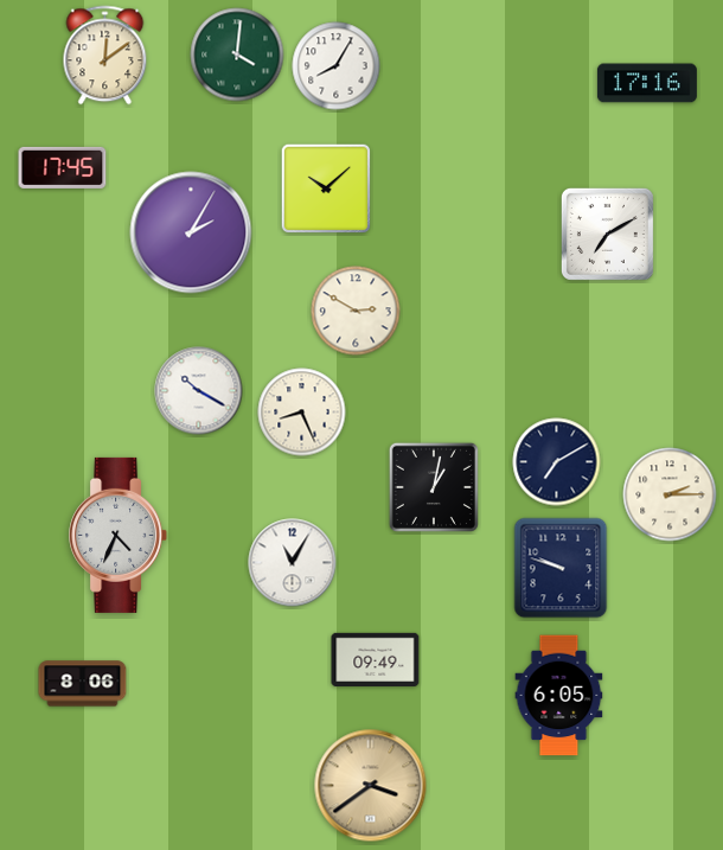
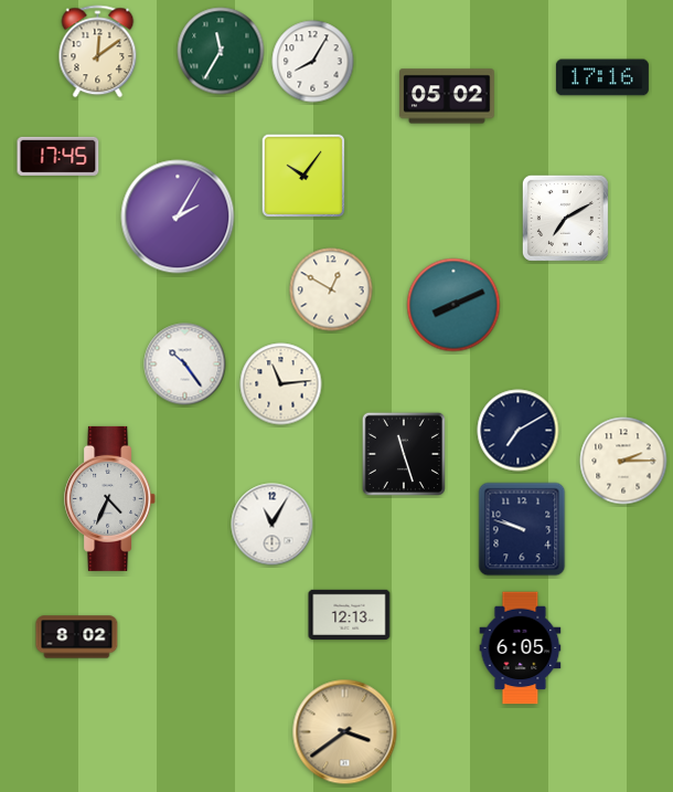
clock at (237, 55): 4:01 -> 11:35
clock at (448, 96): none -> 05:02
clock at (325, 187): 10:08 -> 10:06
clock at (356, 311): 2:50 -> 12:50
clock at (453, 305): none -> 8:11
clock at (199, 391): 10:20 -> 10:24
clock at (302, 413): 8:26 -> 11:14
clock at (434, 487): 1:02 -> 11:27
clock at (376, 659): 09:49 -> 12:13
clock at (83, 684): 8:06 -> 8:02
